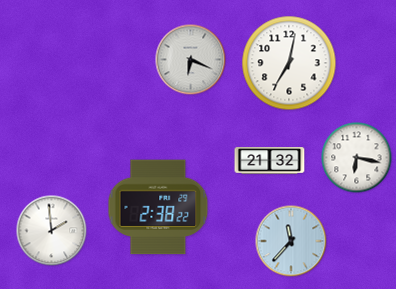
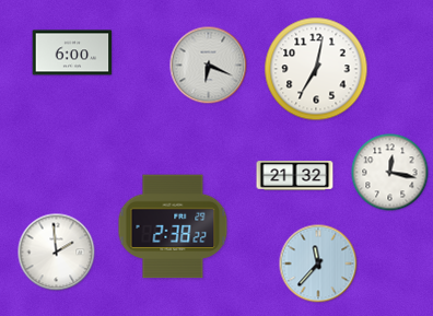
clock at (72, 52): none -> 6:00
clock at (357, 158): 6:17 -> 12:17
